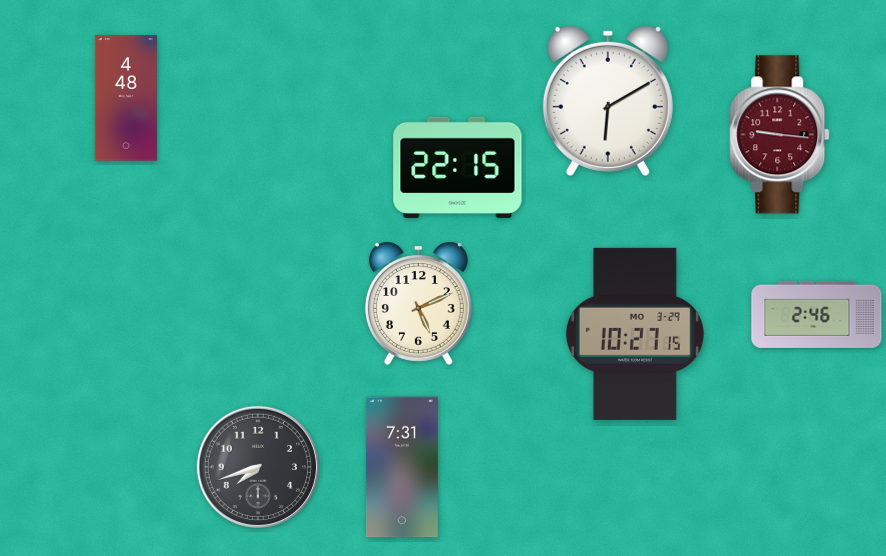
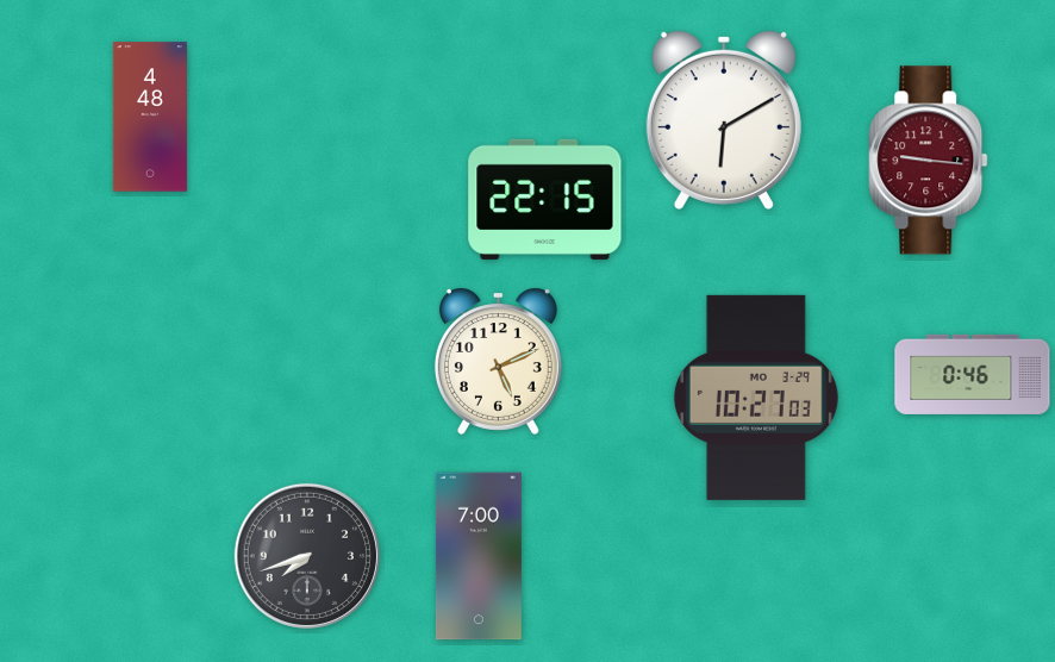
clock at (817, 314): 2:46 -> 0:46
clock at (635, 334): 10:27:15 -> 10:27:03
clock at (402, 467): 7:31 -> 7:00
